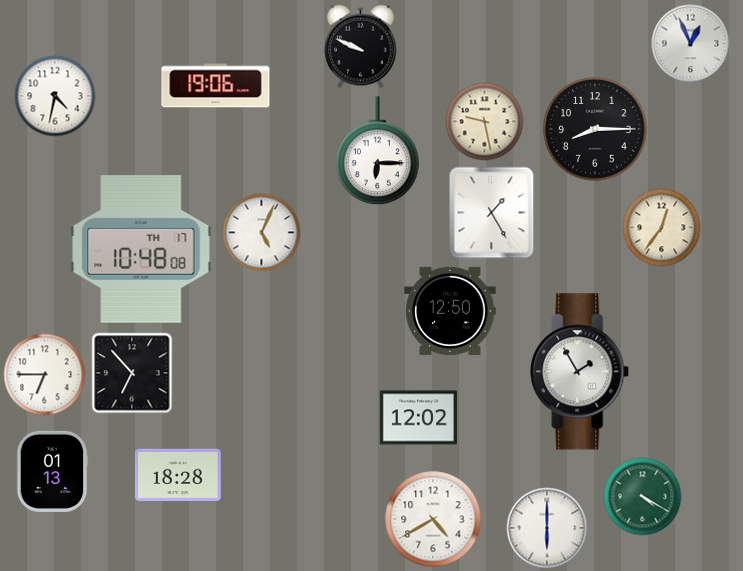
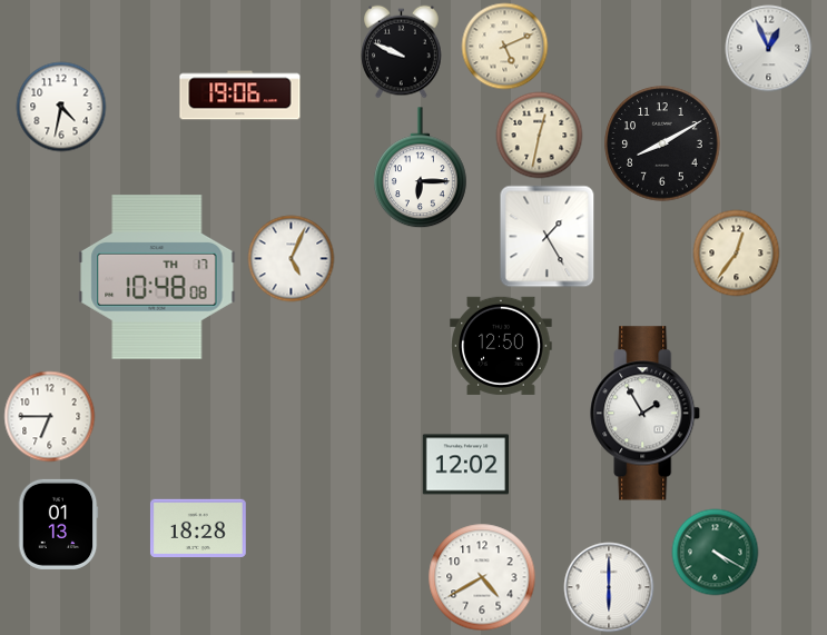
clock at (504, 46): none -> 5:11
clock at (484, 121): 9:28 -> 12:32
clock at (595, 129): 8:15 -> 8:10
clock at (132, 373): 6:53 -> none
